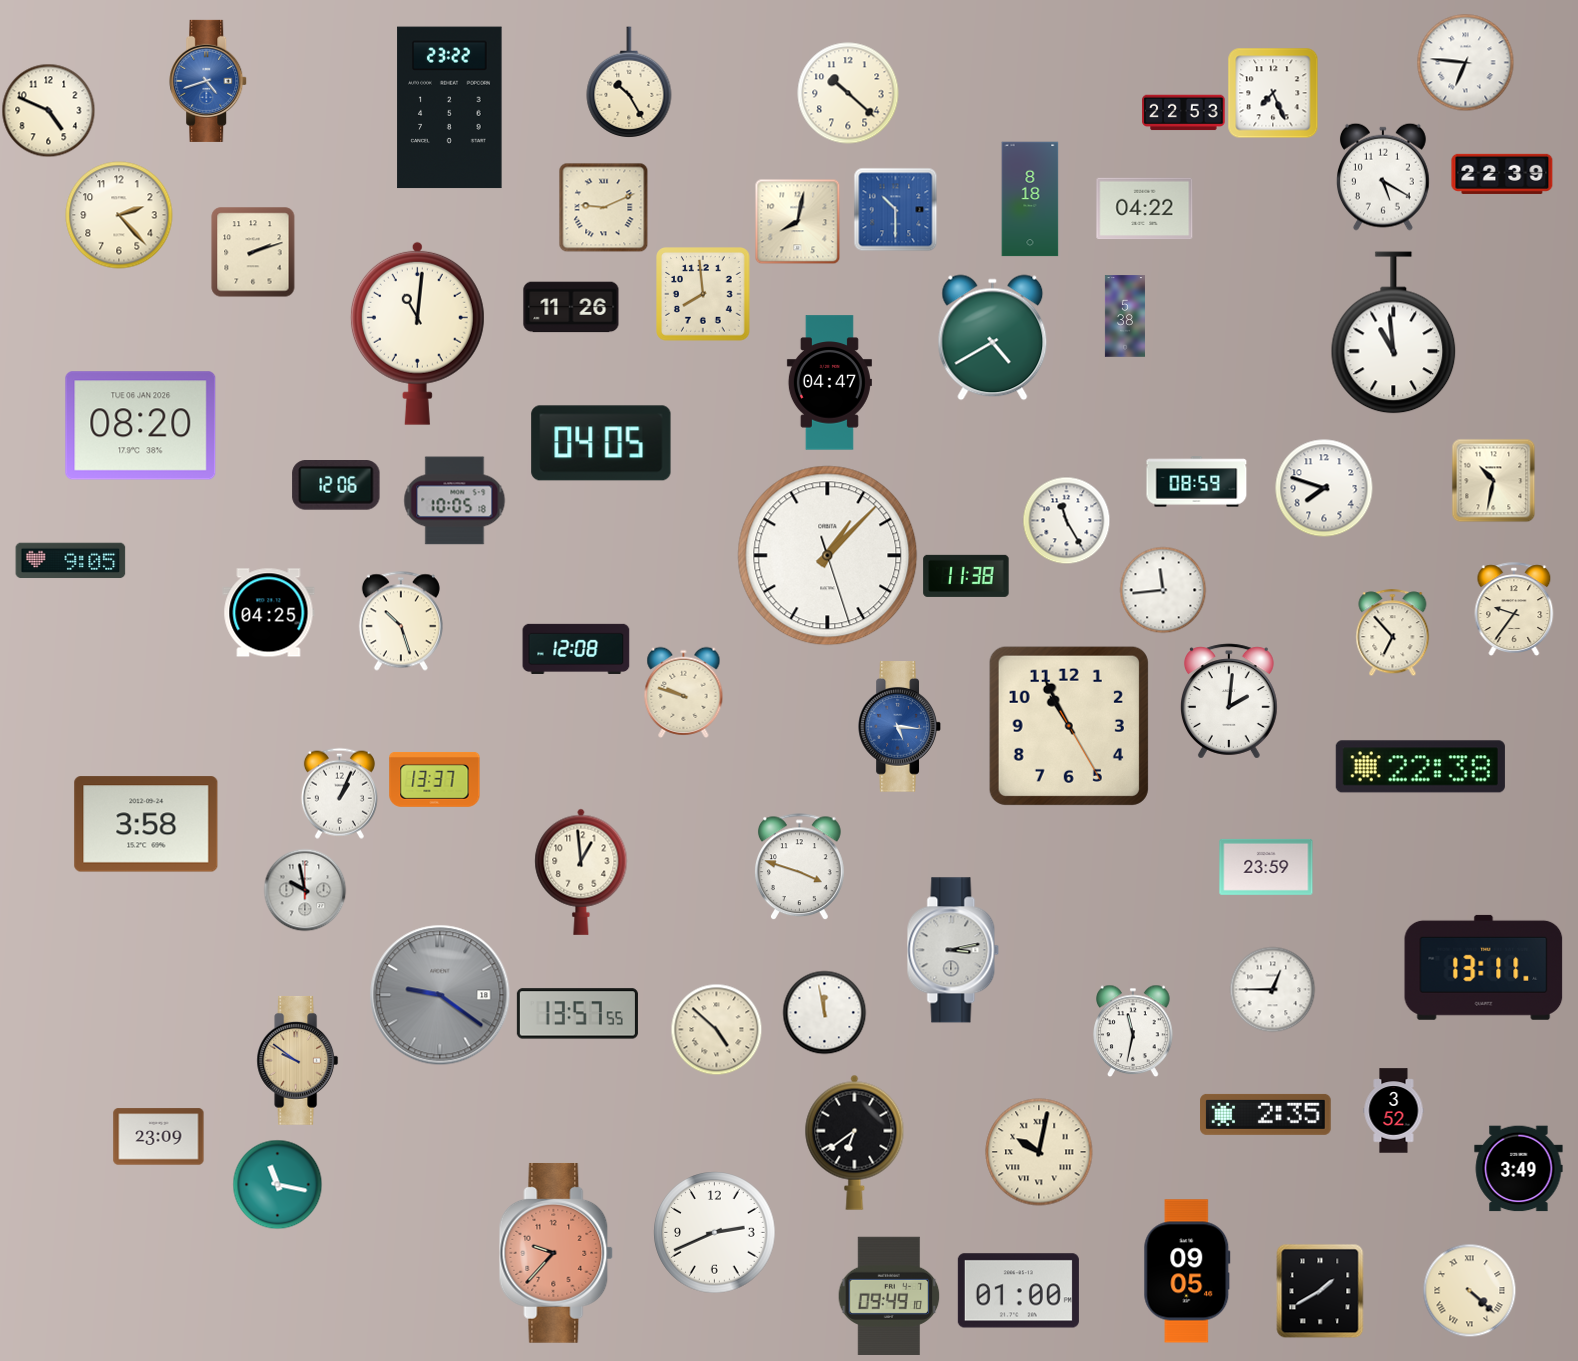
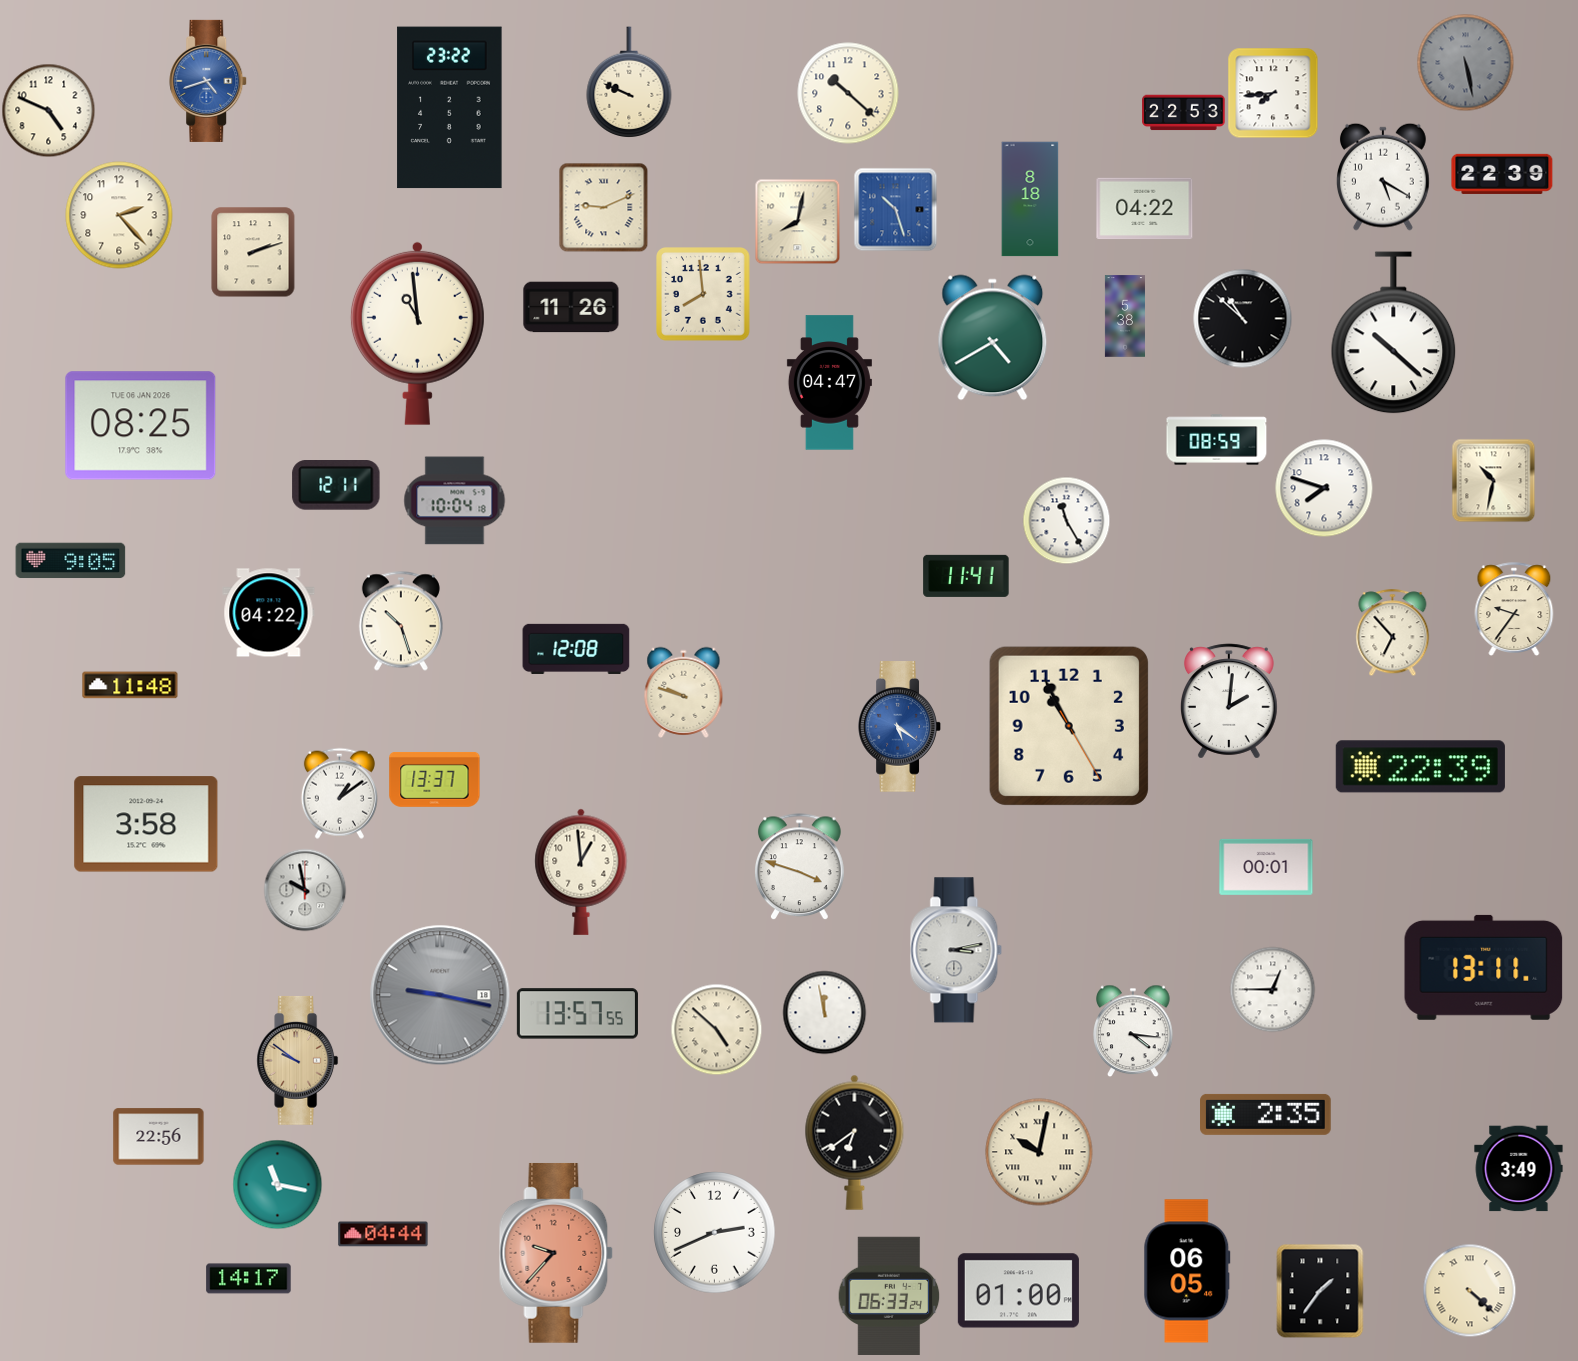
clock at (1465, 62): 6:46 -> 5:28
clock at (1465, 62) dial: white -> grey
clock at (629, 82): 10:25 -> 9:49
clock at (1273, 93): 7:26 -> 7:44
clock at (895, 209): 10:30 -> 10:27
clock at (1243, 319): none -> 10:52
clock at (417, 333): 11:01 -> 10:59
clock at (1394, 333): 10:59 -> 10:22
clock at (141, 426): 08:20 -> 08:25
clock at (601, 443): 04:05 -> none
clock at (1197, 482) position: (1197, 482) -> (1217, 440)
clock at (336, 486): 12:06 -> 12:11
clock at (455, 501): 10:05 -> 10:04
clock at (828, 556): 1:07 -> none
clock at (966, 576): 11:38 -> 11:41
clock at (1163, 590): 11:44 -> none
clock at (269, 613): 04:25 -> 04:22
clock at (130, 685): none -> 11:48
clock at (899, 727): 5:16 -> 5:21
clock at (1420, 767): 22:38 -> 22:39
clock at (339, 793): 1:04 -> 1:09
clock at (1266, 867): 23:59 -> 00:01
clock at (953, 950) position: (953, 950) -> (956, 950)
clock at (440, 995): 9:21 -> 9:17
clock at (1133, 1031): 11:32 -> 4:16
clock at (1394, 1111): 3:52 -> none
clock at (159, 1137): 23:09 -> 22:56
clock at (383, 1234): none -> 04:44
clock at (1187, 1271): 09:05 -> 06:05
clock at (249, 1279): none -> 14:17
clock at (1320, 1291): 1:40 -> 1:36
clock at (889, 1296): 09:49 -> 06:33
